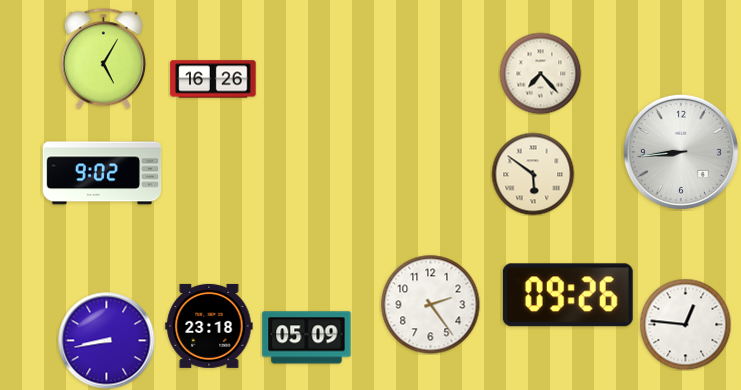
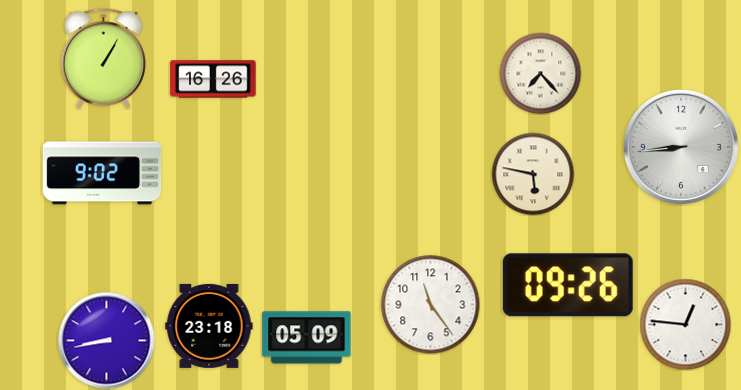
clock at (103, 59): 5:05 -> 1:05
clock at (681, 152) position: (681, 152) -> (681, 147)
clock at (533, 174): 5:51 -> 5:47
clock at (568, 295) position: (568, 295) -> (568, 285)
clock at (431, 305): 2:24 -> 11:24
